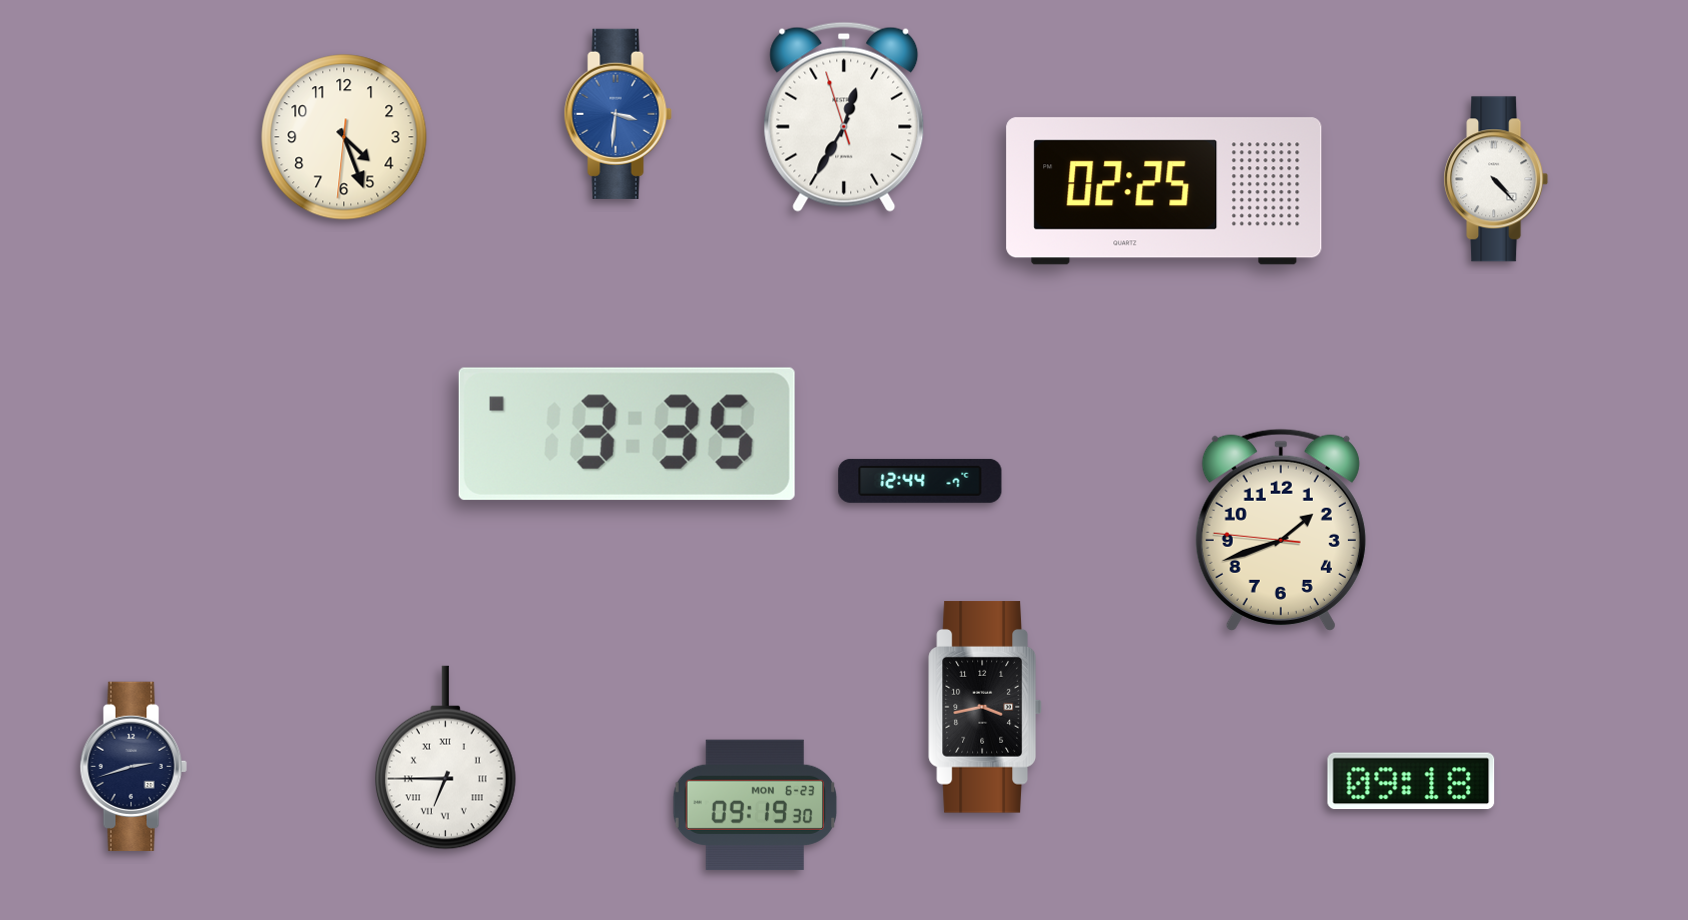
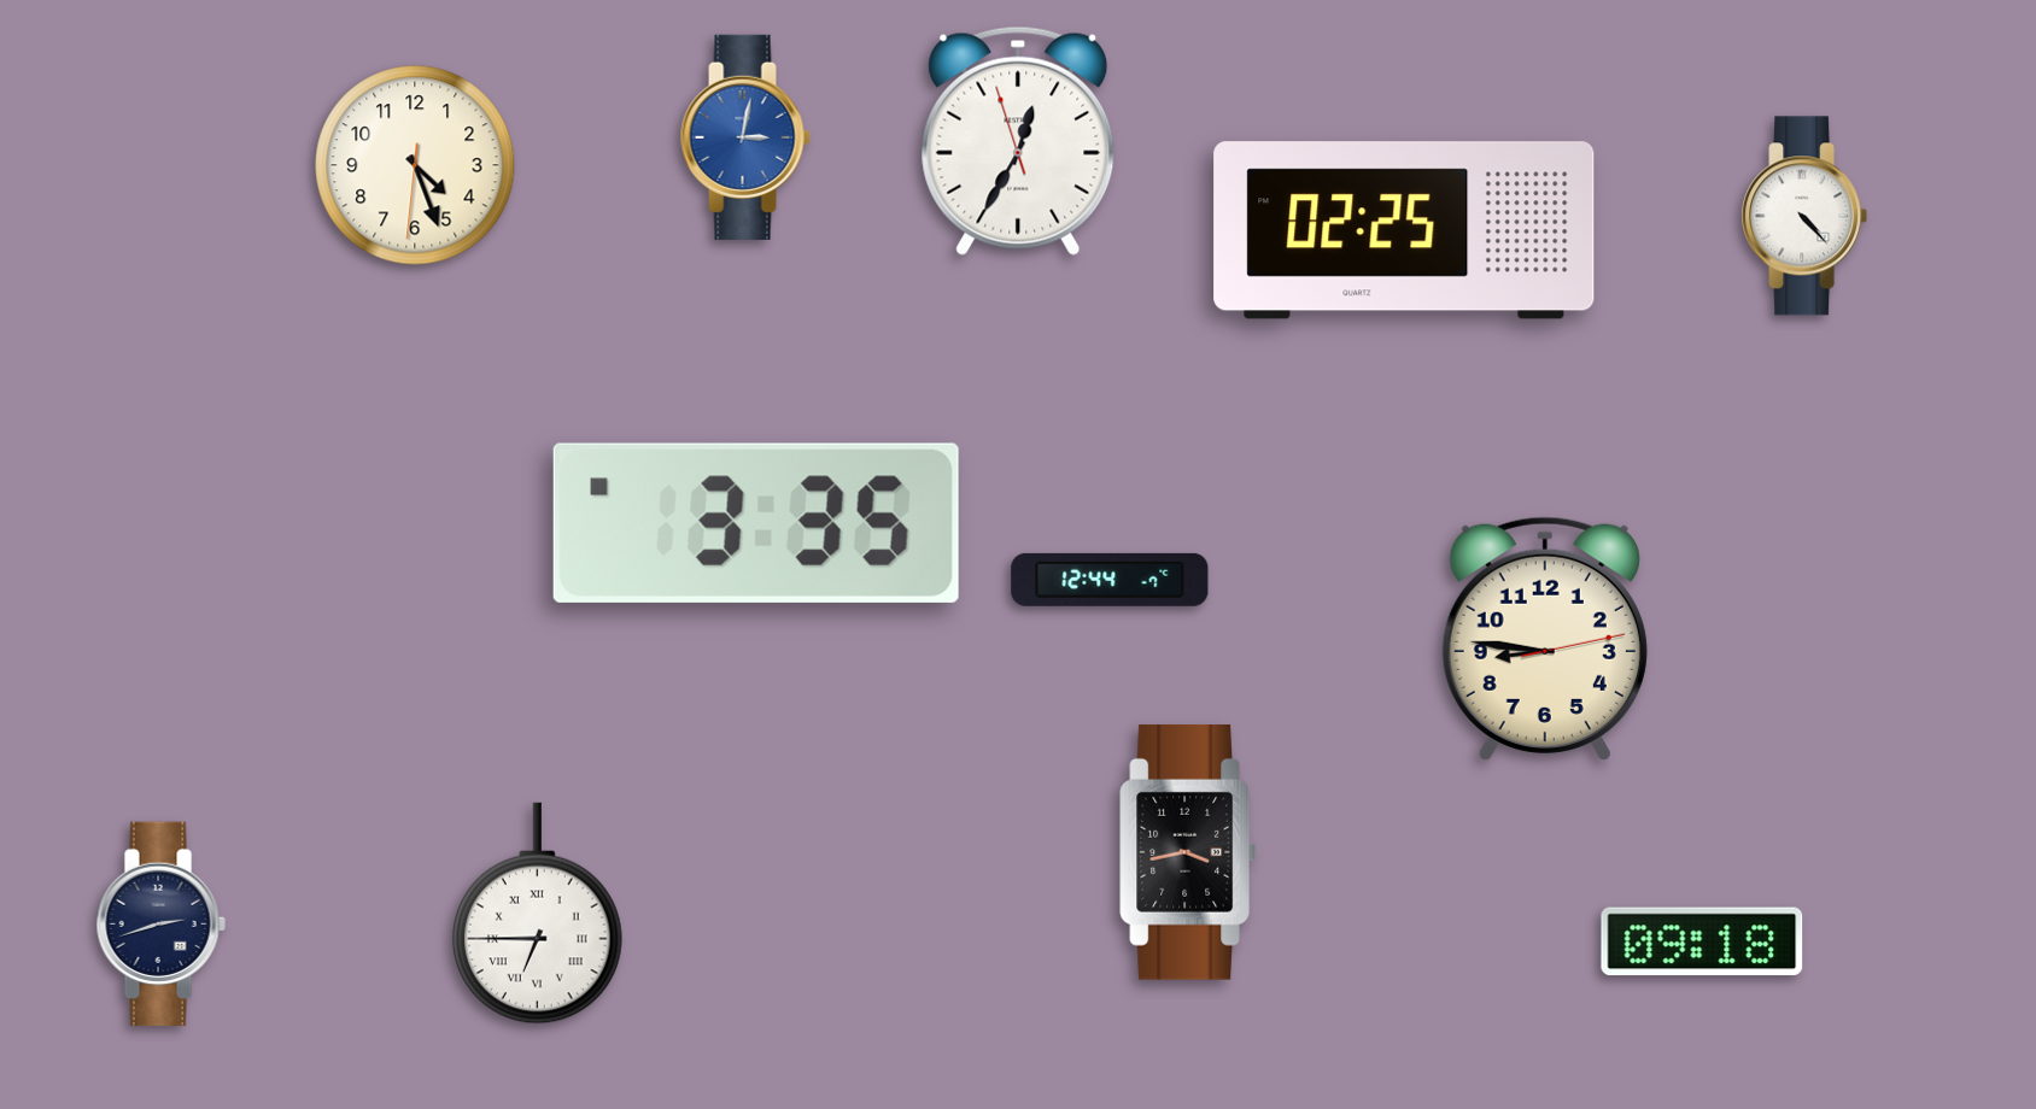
clock at (618, 114): 3:31 -> 3:02
clock at (1281, 530): 1:41 -> 8:46
clock at (755, 804): 09:19 -> none
